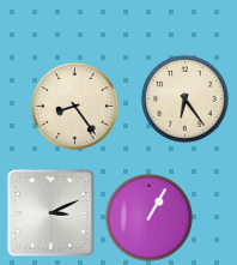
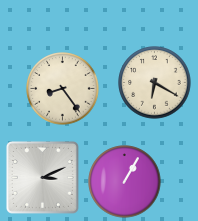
clock at (186, 100): 6:24 -> 6:20
